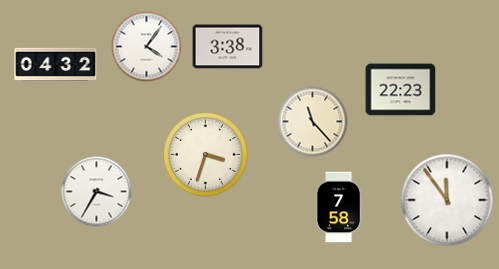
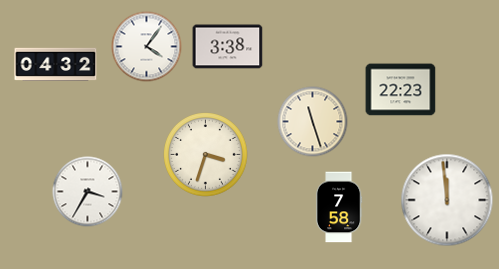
clock at (313, 122): 11:23 -> 11:27
clock at (97, 192) position: (97, 192) -> (88, 192)
clock at (447, 200): 11:54 -> 11:59
